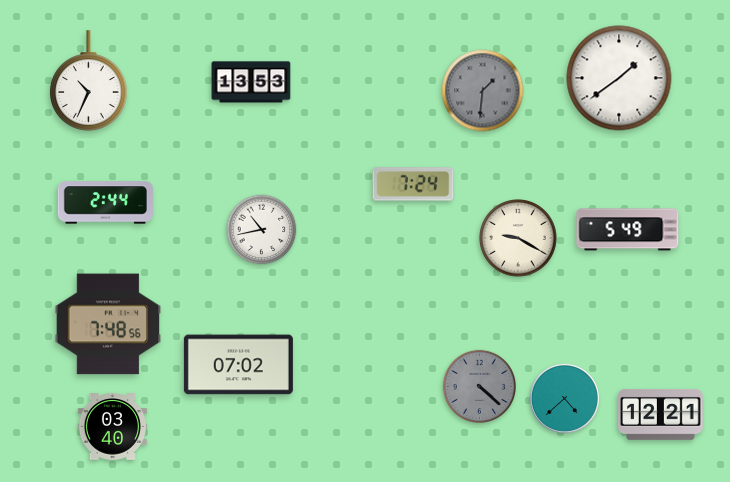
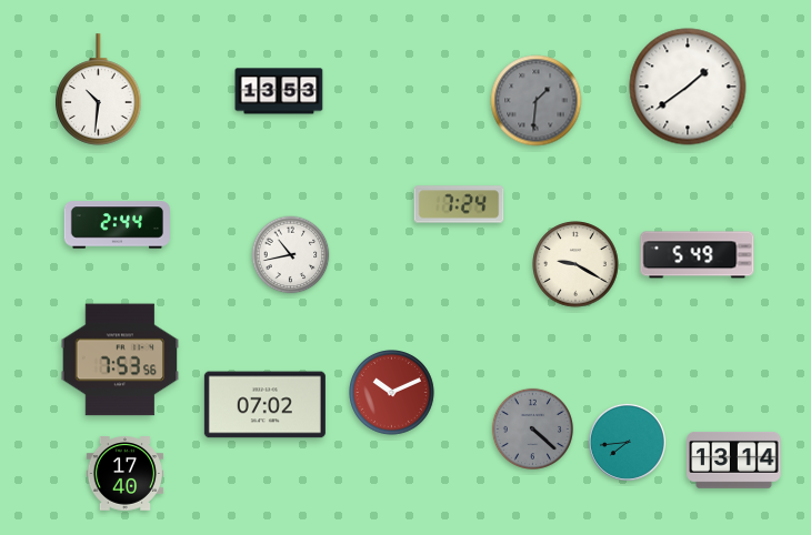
clock at (89, 81): 10:34 -> 10:31
clock at (108, 324): 7:48 -> 7:53
clock at (392, 393): none -> 10:11
clock at (564, 398): 4:38 -> 7:44
clock at (661, 414): 12:21 -> 13:14
clock at (113, 427): 03:40 -> 17:40
